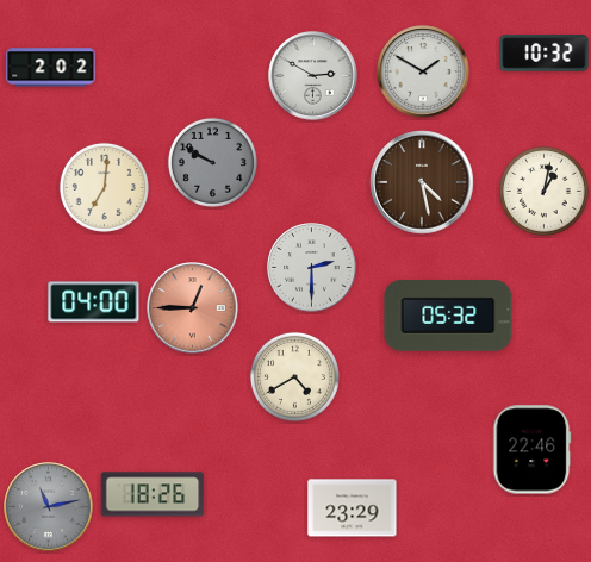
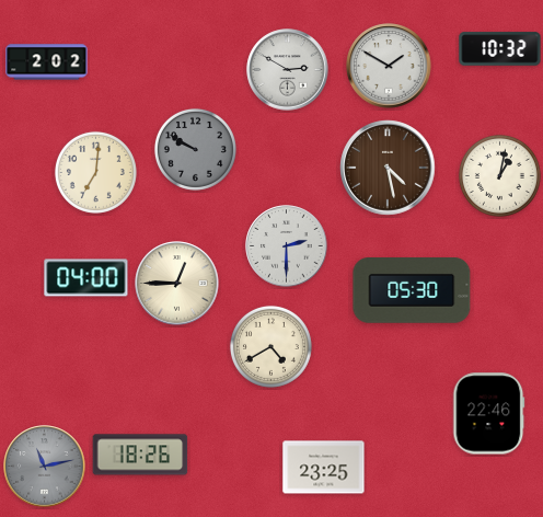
clock at (193, 308) dial: salmon -> cream
clock at (448, 317): 05:32 -> 05:30
clock at (353, 508): 23:29 -> 23:25
